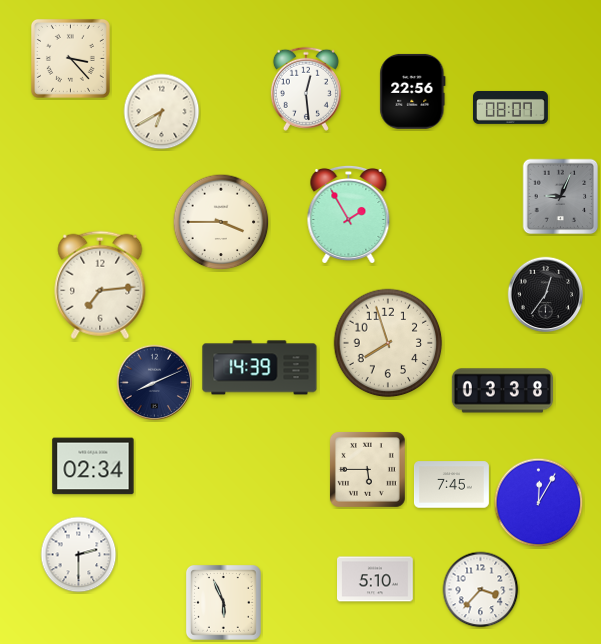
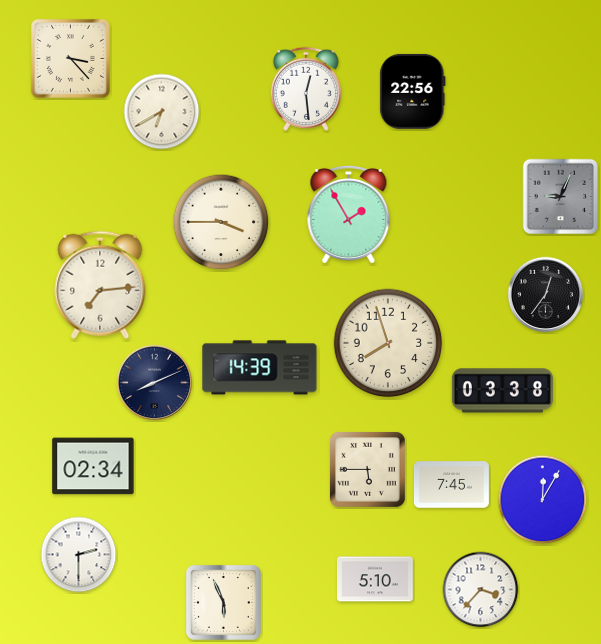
clock at (511, 107): 08:07 -> none
clock at (539, 503) position: (539, 503) -> (543, 500)
